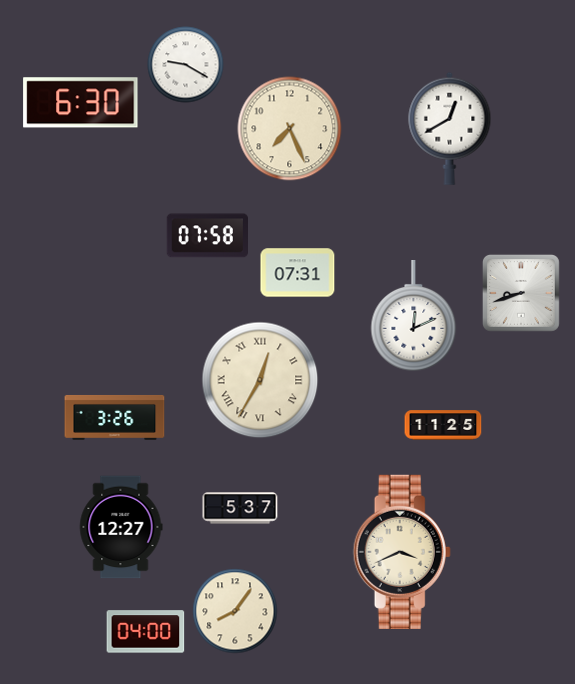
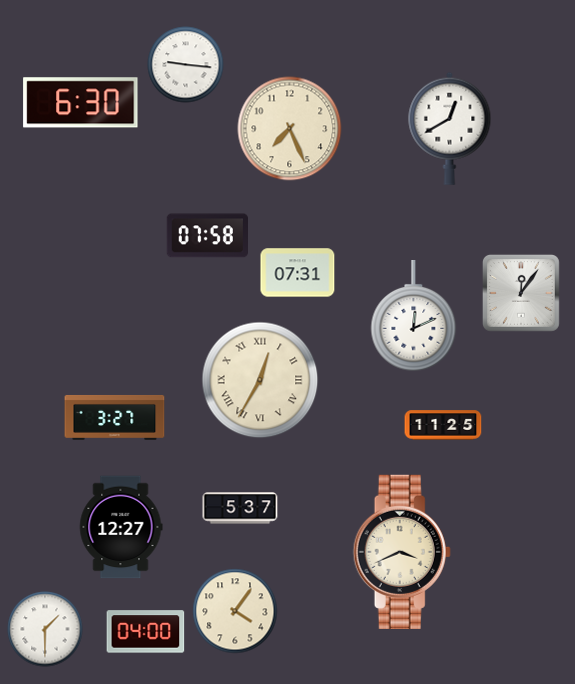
clock at (186, 65): 9:20 -> 9:16
clock at (521, 293): 8:42 -> 12:06
clock at (115, 417): 3:26 -> 3:27
clock at (235, 611): 8:06 -> 4:06
clock at (45, 629): none -> 1:30
